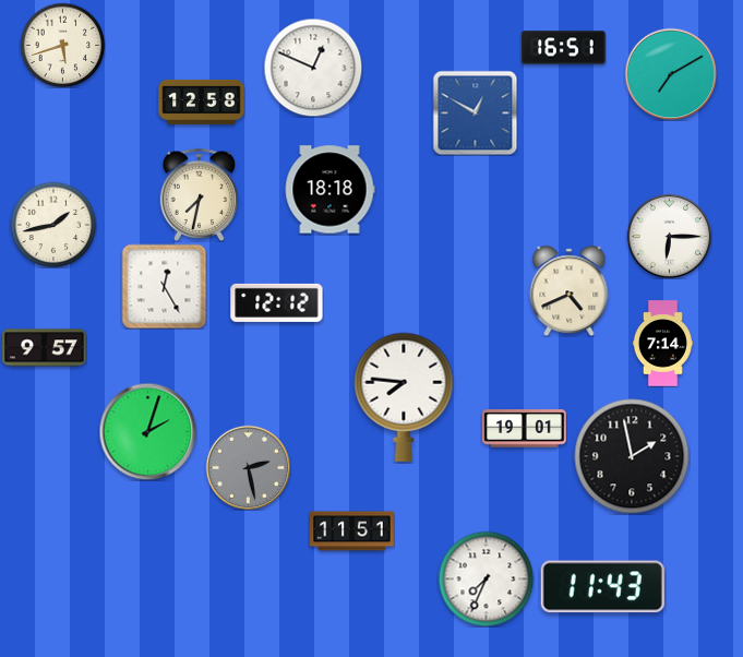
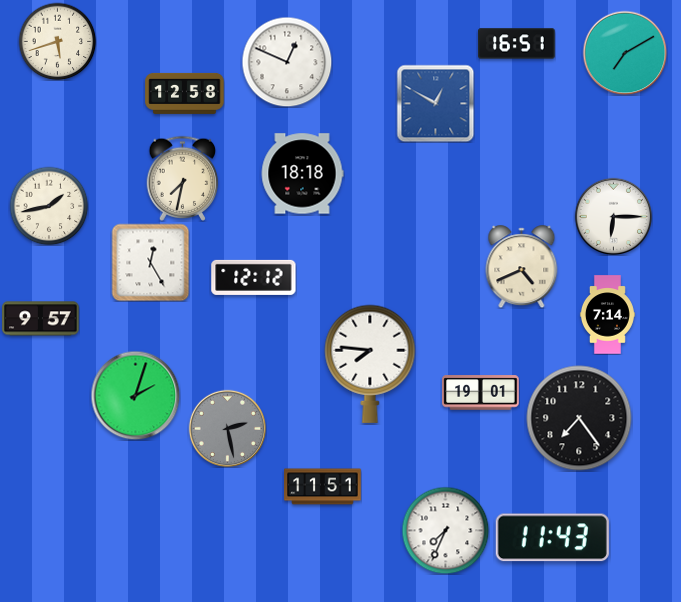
clock at (671, 74) position: (671, 74) -> (625, 53)
clock at (632, 456): 1:58 -> 7:24
